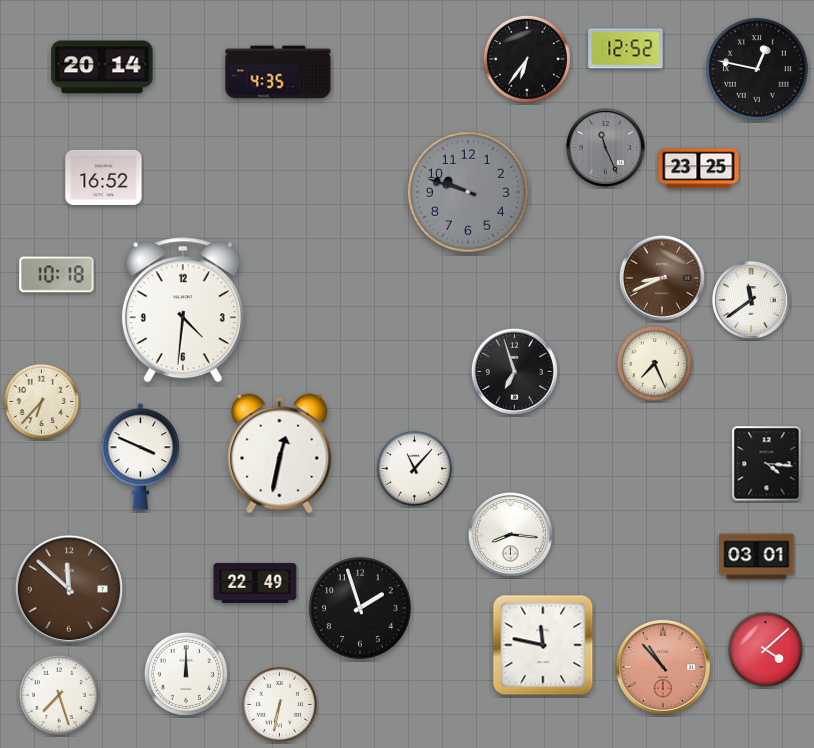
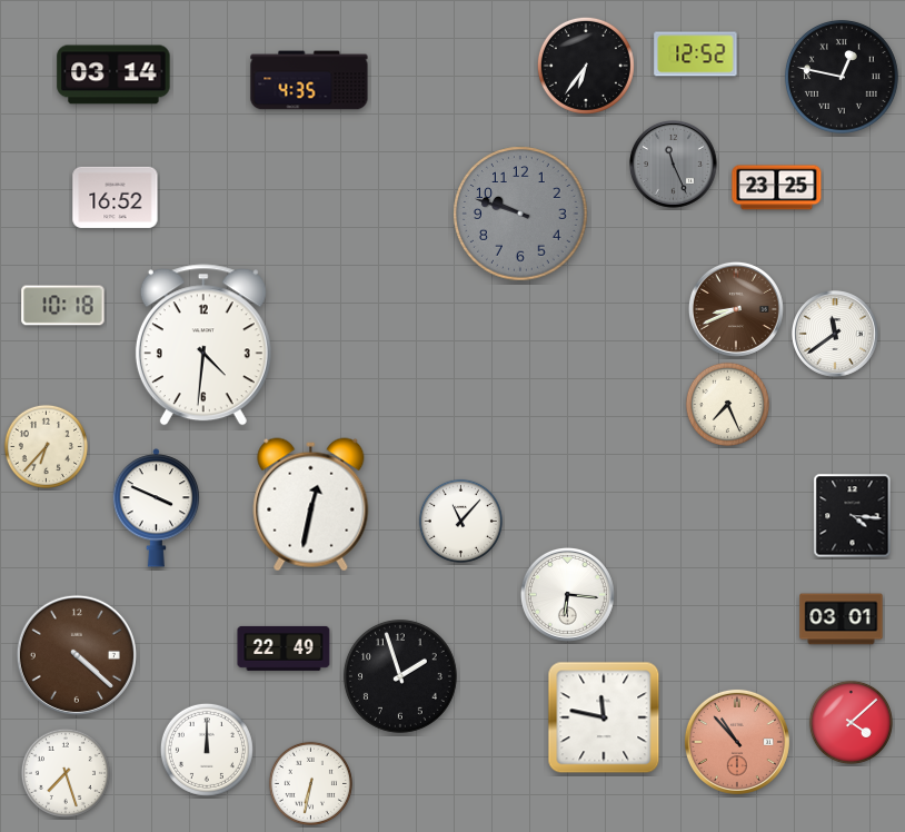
clock at (102, 67): 20:14 -> 03:14
clock at (514, 371): 6:57 -> none
clock at (510, 534): 8:16 -> 6:16
clock at (69, 589): 11:52 -> 4:22
